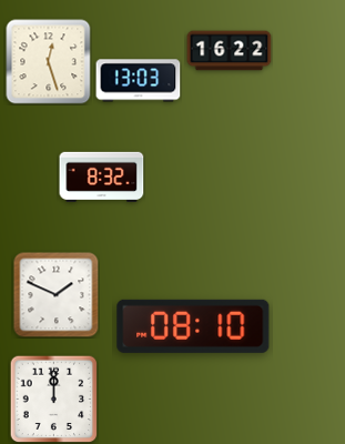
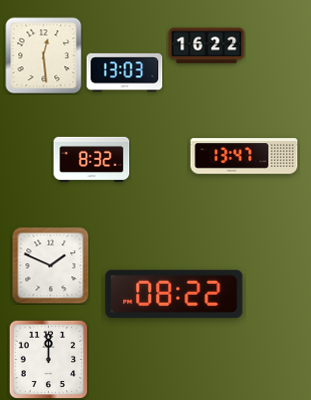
clock at (49, 62): 12:27 -> 12:29
clock at (244, 156): none -> 13:47
clock at (193, 326): 08:10 -> 08:22
